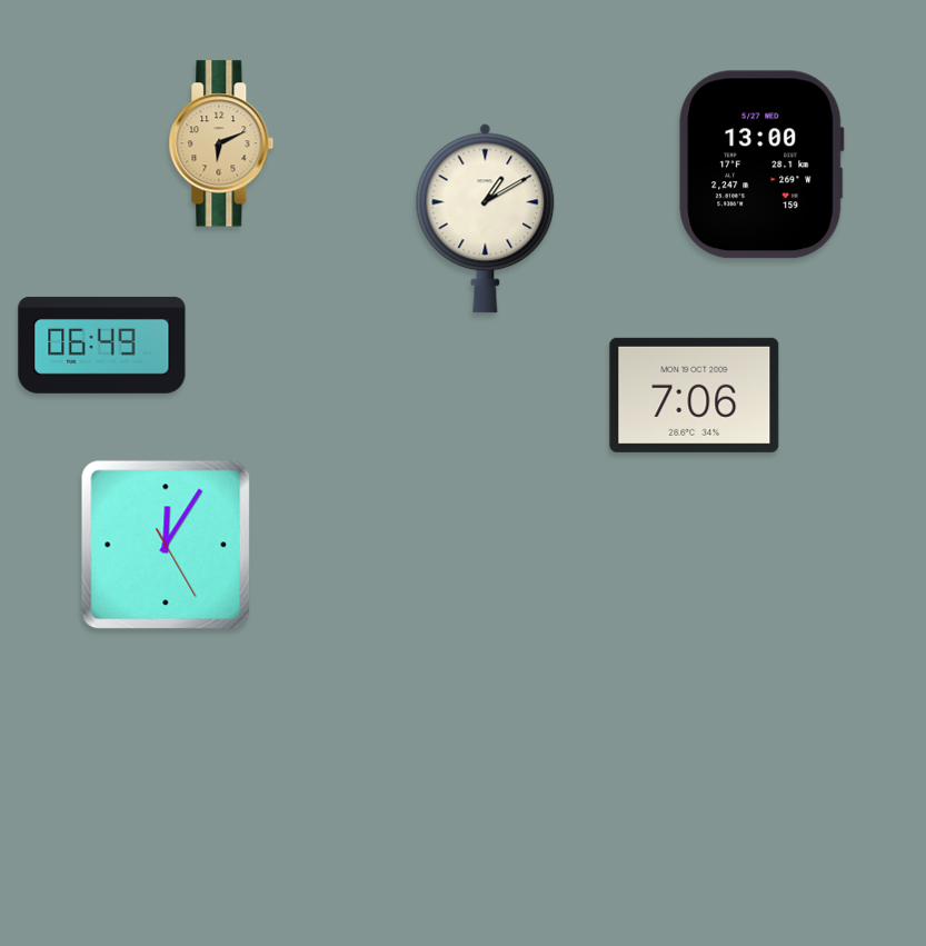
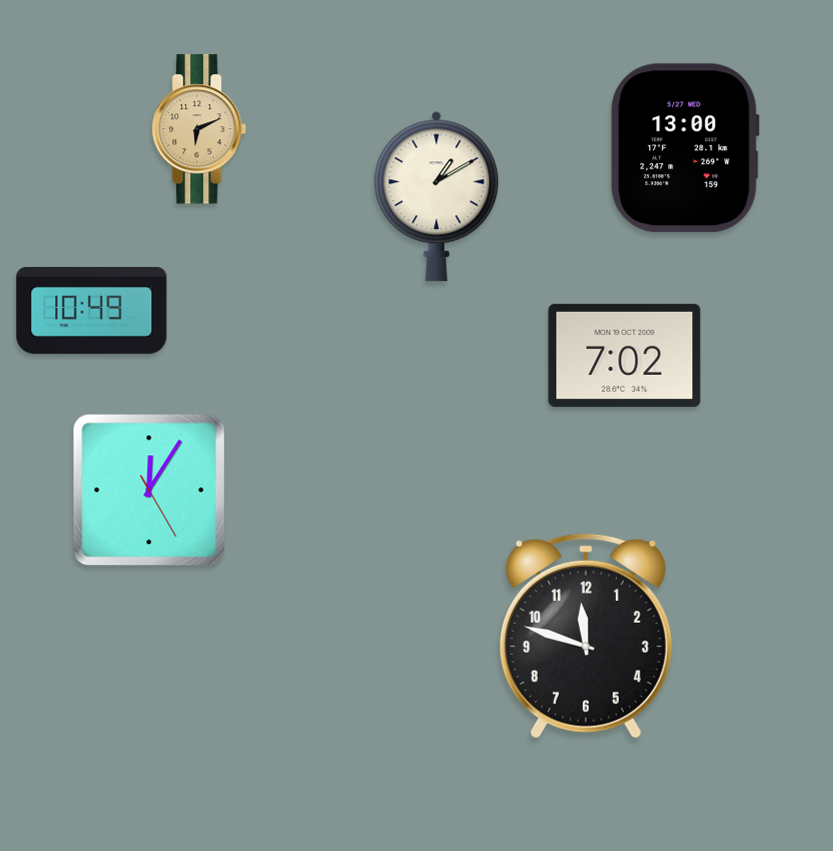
clock at (102, 345): 06:49 -> 10:49
clock at (695, 395): 7:06 -> 7:02
clock at (586, 636): none -> 11:48
